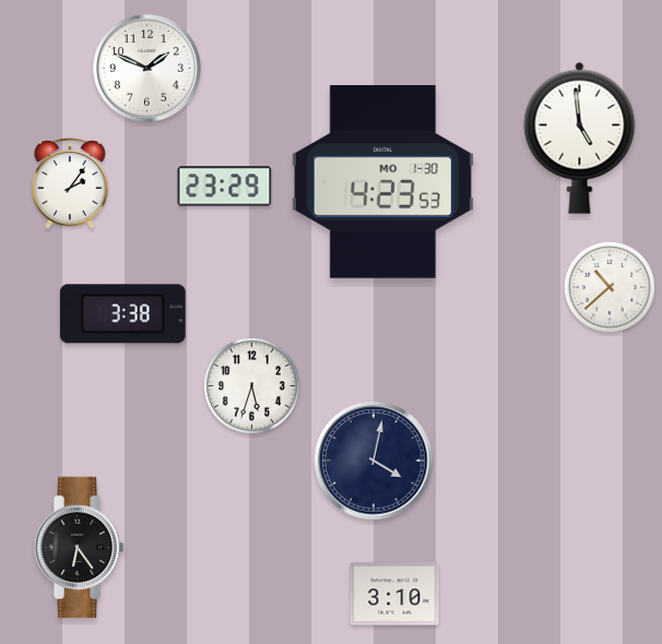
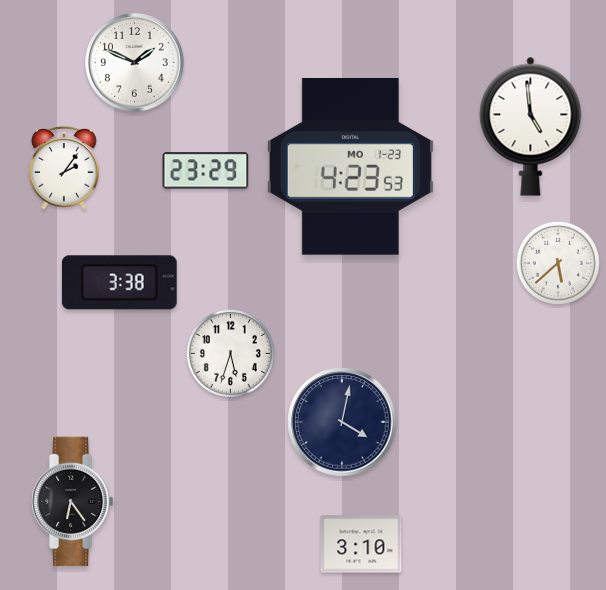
clock at (382, 182) date: MO 1-30 -> MO 1-23
clock at (610, 287): 10:38 -> 5:38
clock at (122, 314) position: (122, 314) -> (119, 283)
